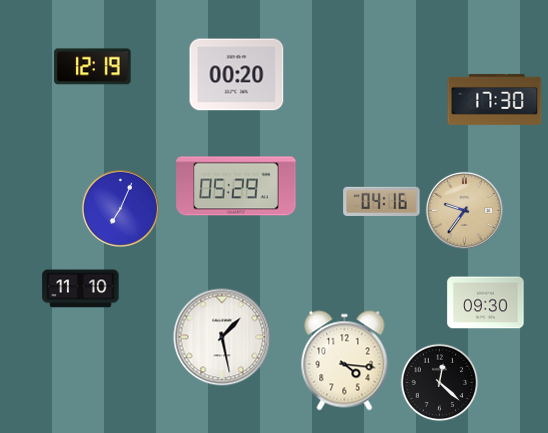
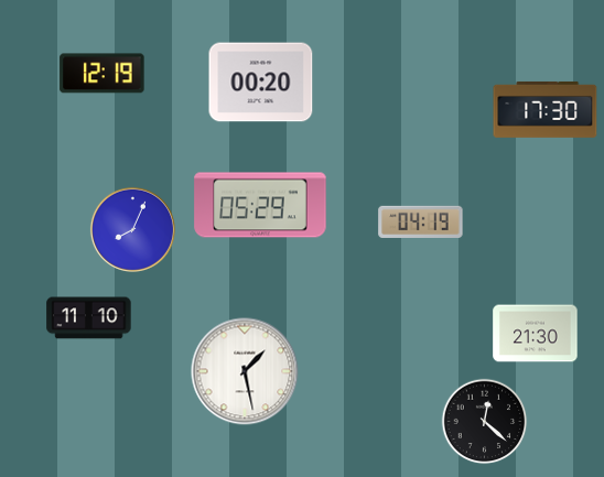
clock at (382, 201): 04:16 -> 04:19
clock at (120, 208): 7:04 -> 8:04
clock at (464, 210): 9:36 -> none
clock at (486, 303): 09:30 -> 21:30
clock at (345, 361): 4:16 -> none
